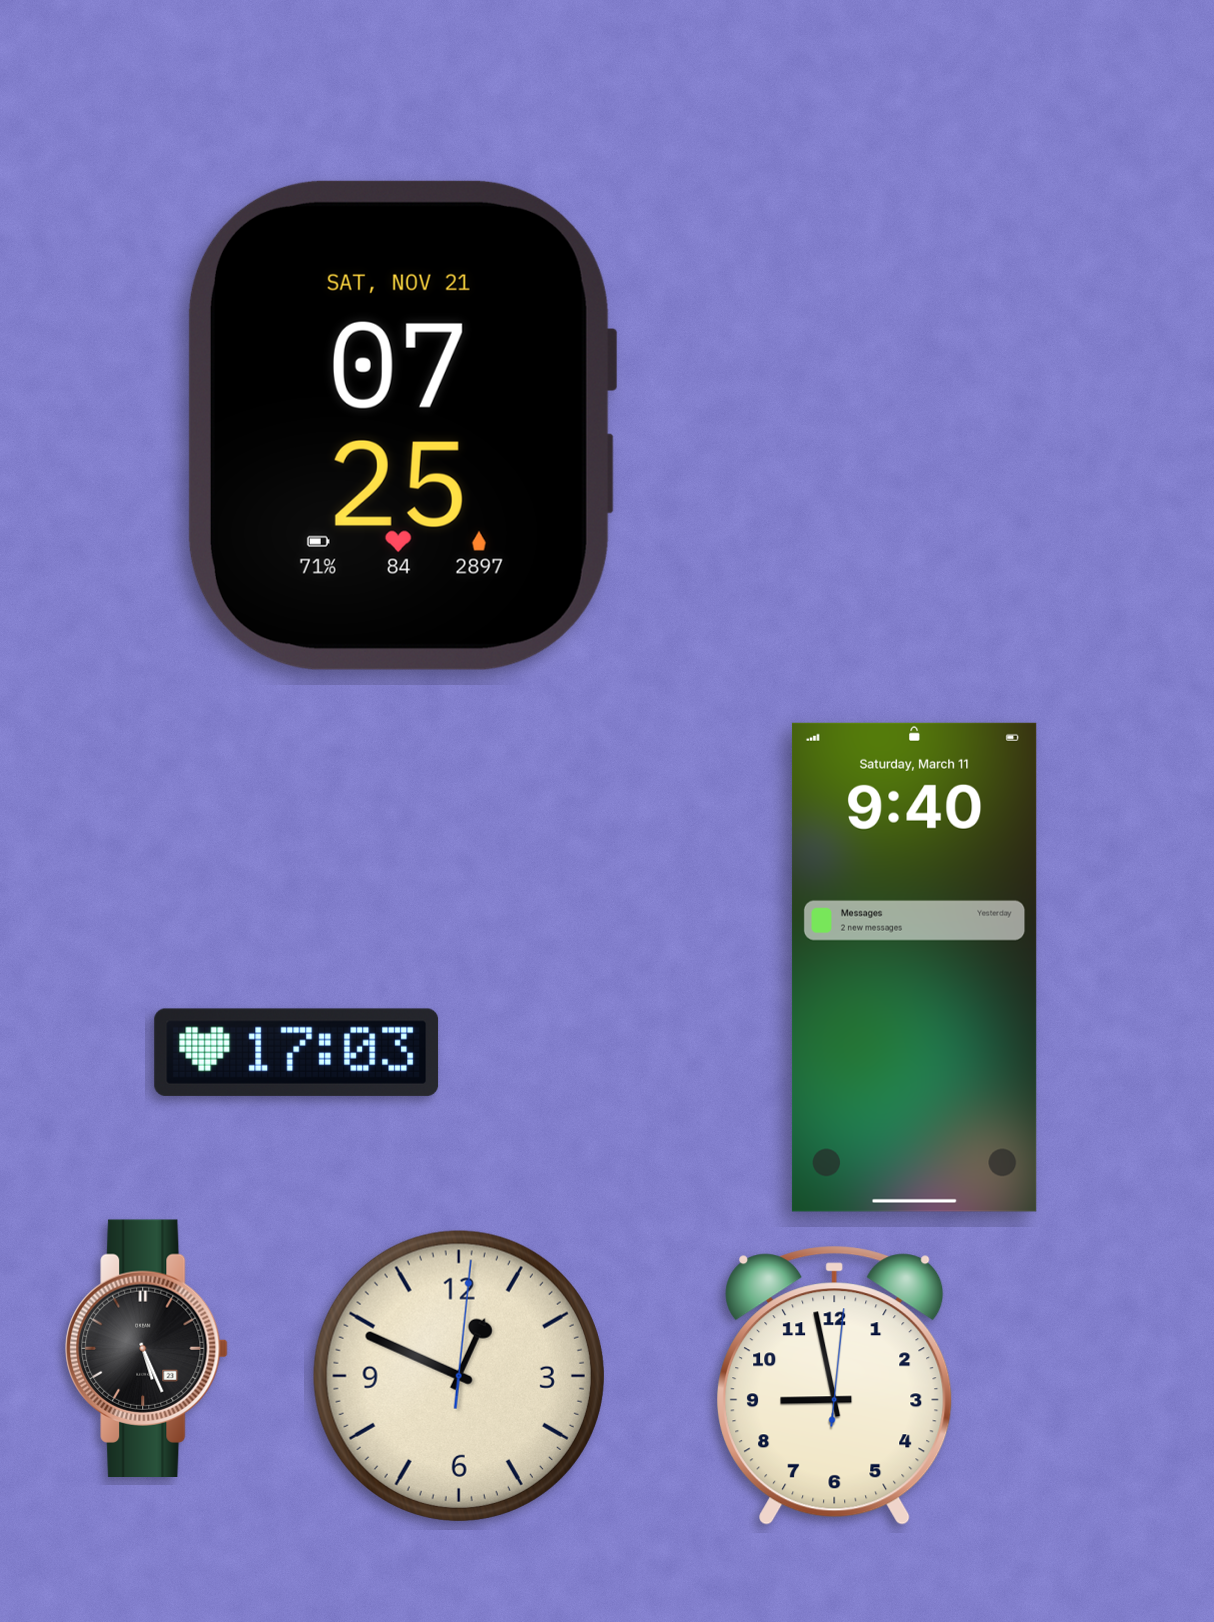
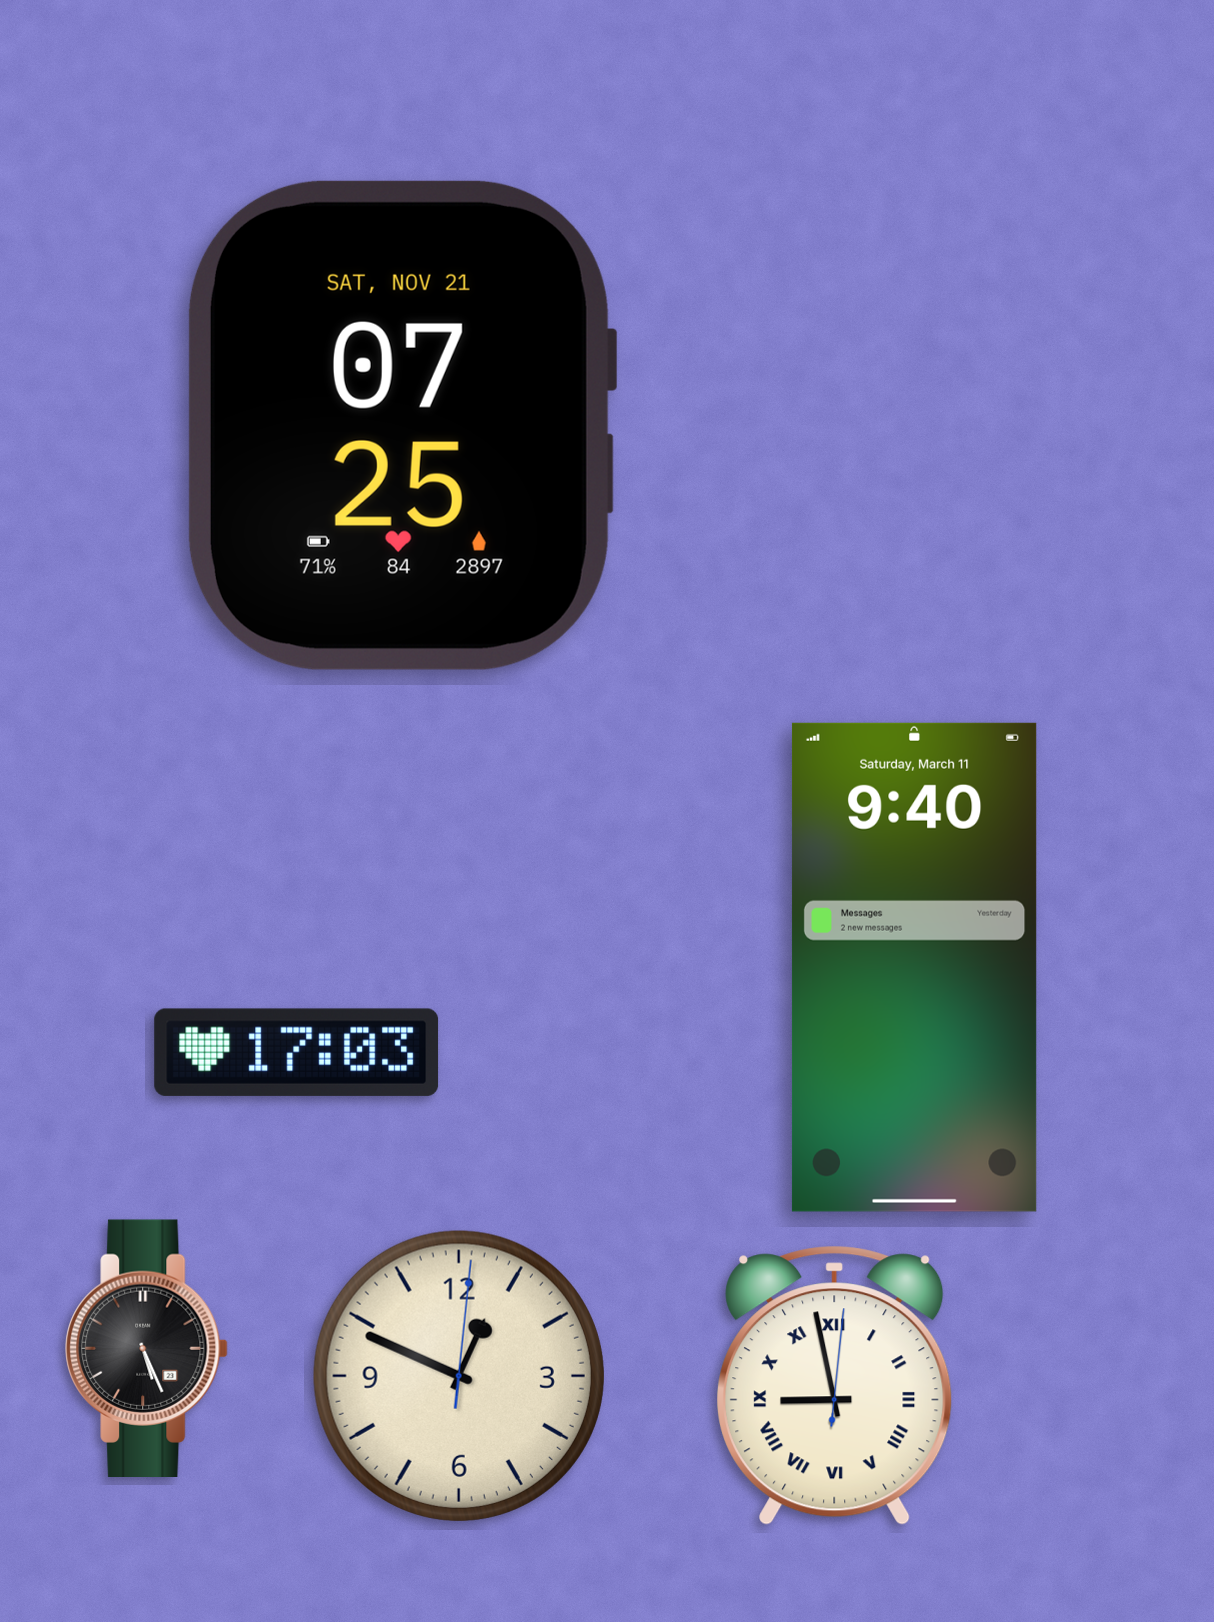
clock at (835, 1385) numerals: Arabic -> Roman
